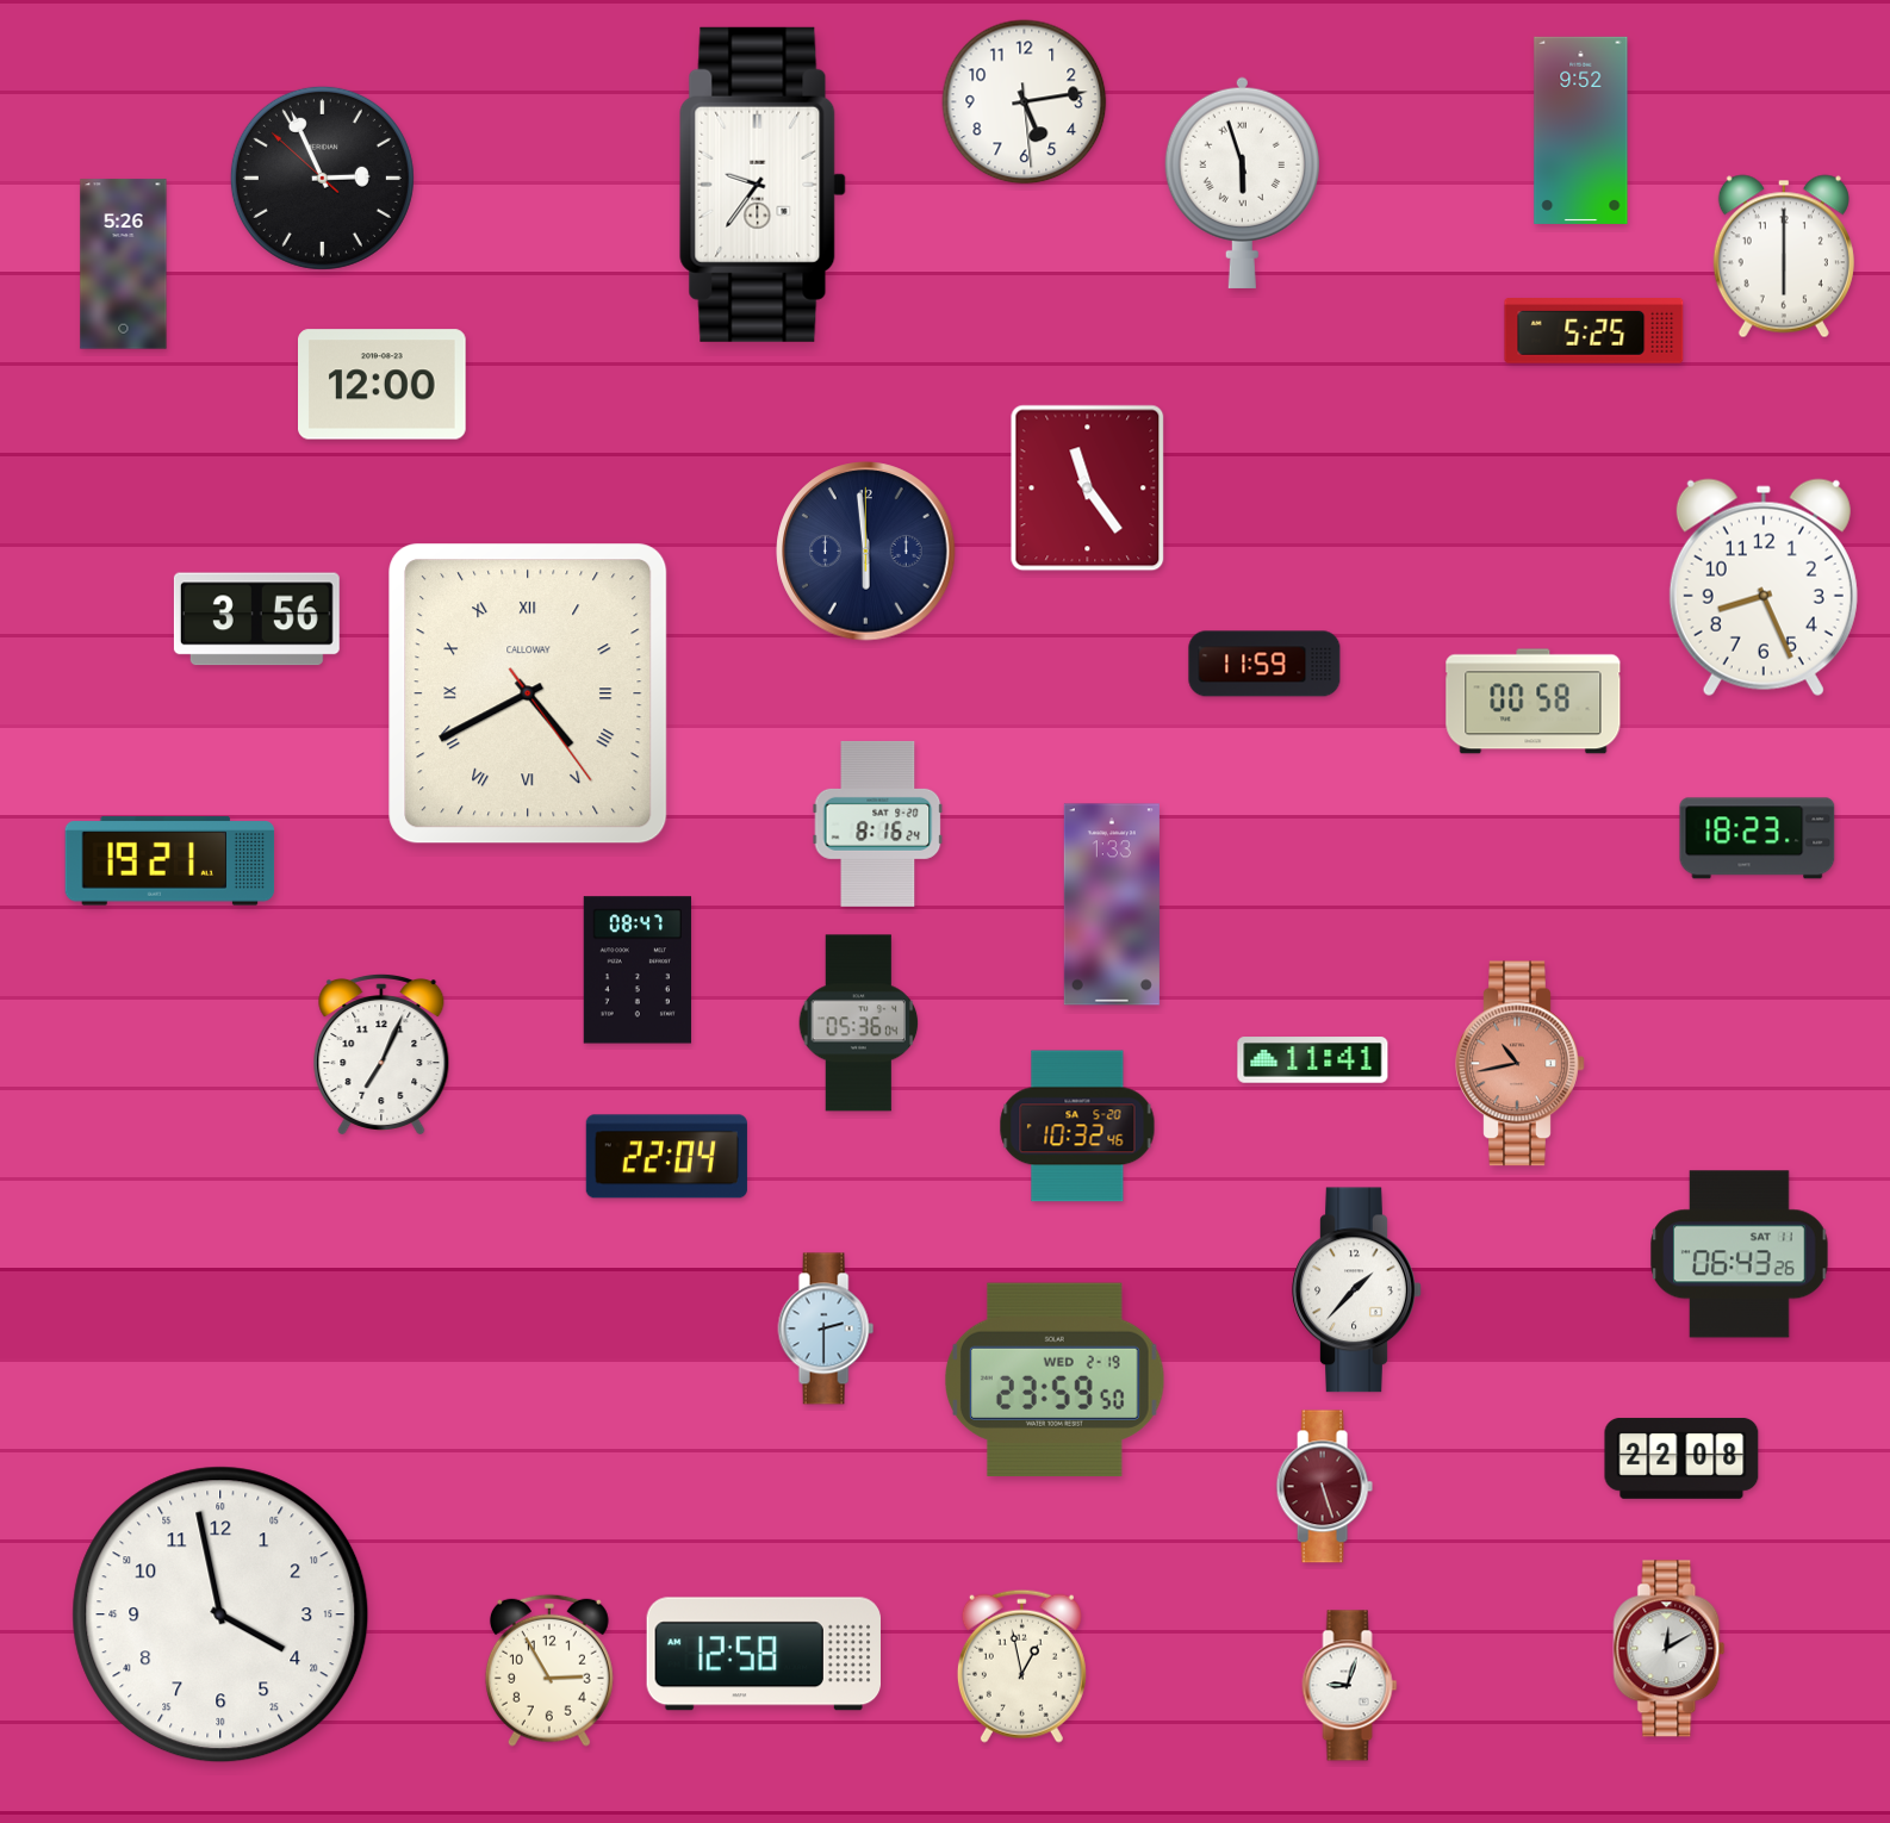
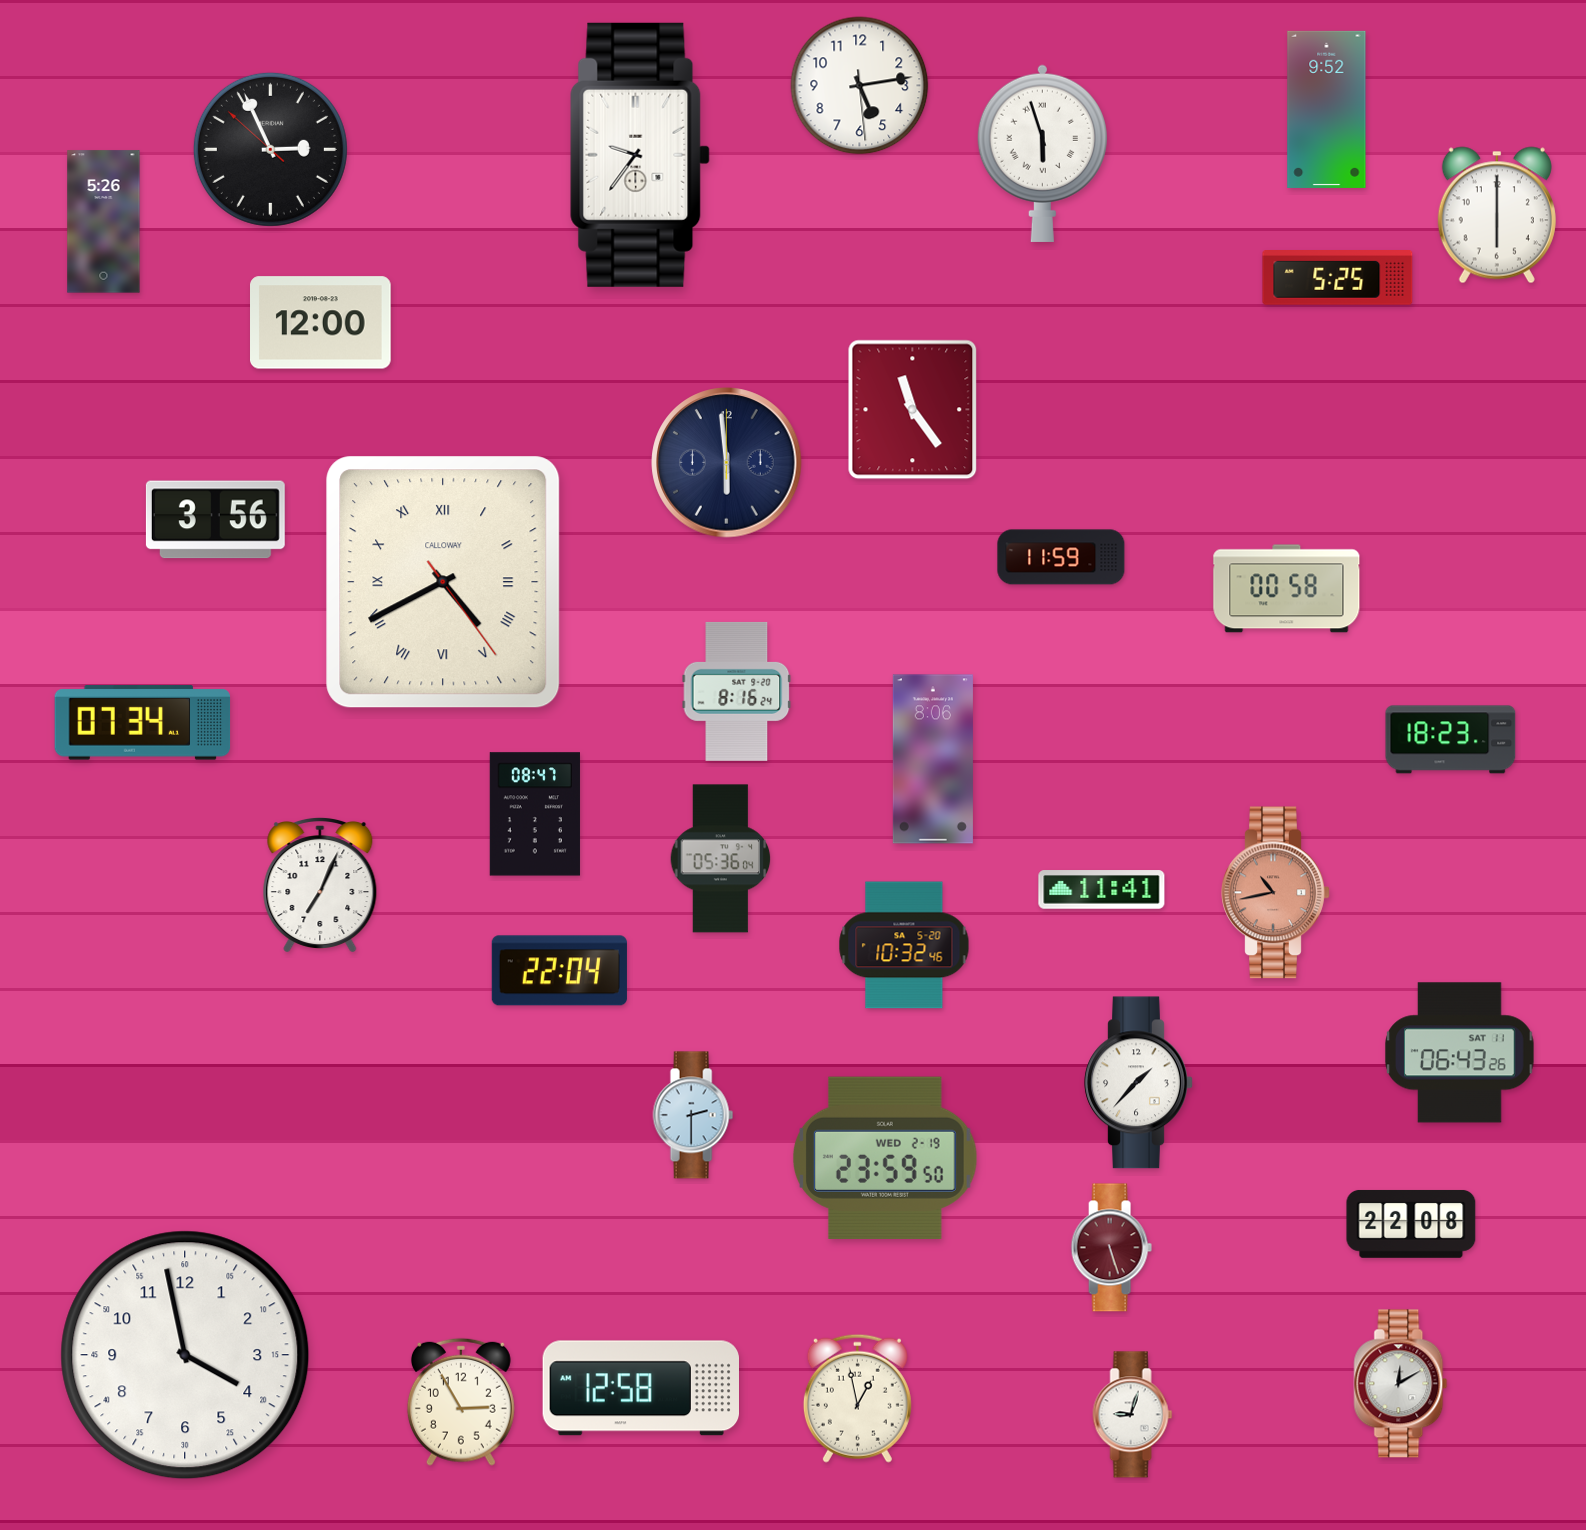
clock at (1764, 587): 8:26 -> none
clock at (1758, 839) position: (1758, 839) -> (1451, 740)
clock at (170, 861): 19:21 -> 07:34
clock at (1112, 904): 1:33 -> 8:06
